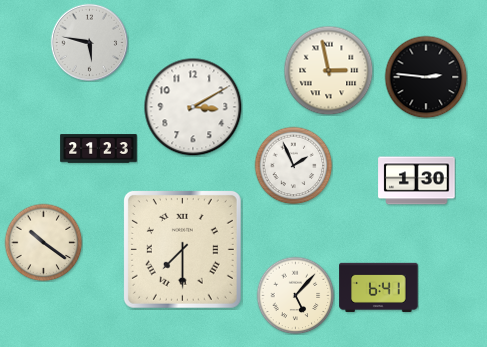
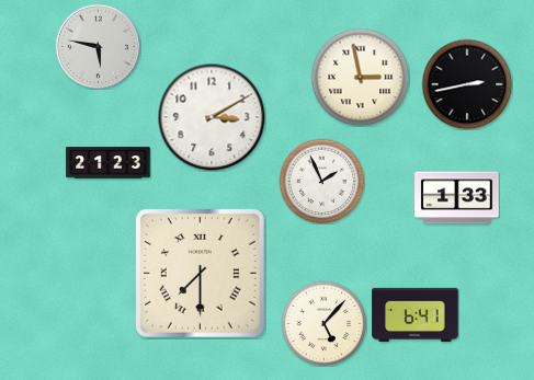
clock at (426, 77): 2:46 -> 2:43
clock at (417, 181): 1:30 -> 1:33
clock at (43, 242): 10:21 -> none
